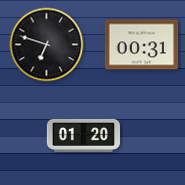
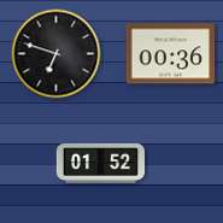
clock at (141, 45): 00:31 -> 00:36
clock at (83, 135): 01:20 -> 01:52
